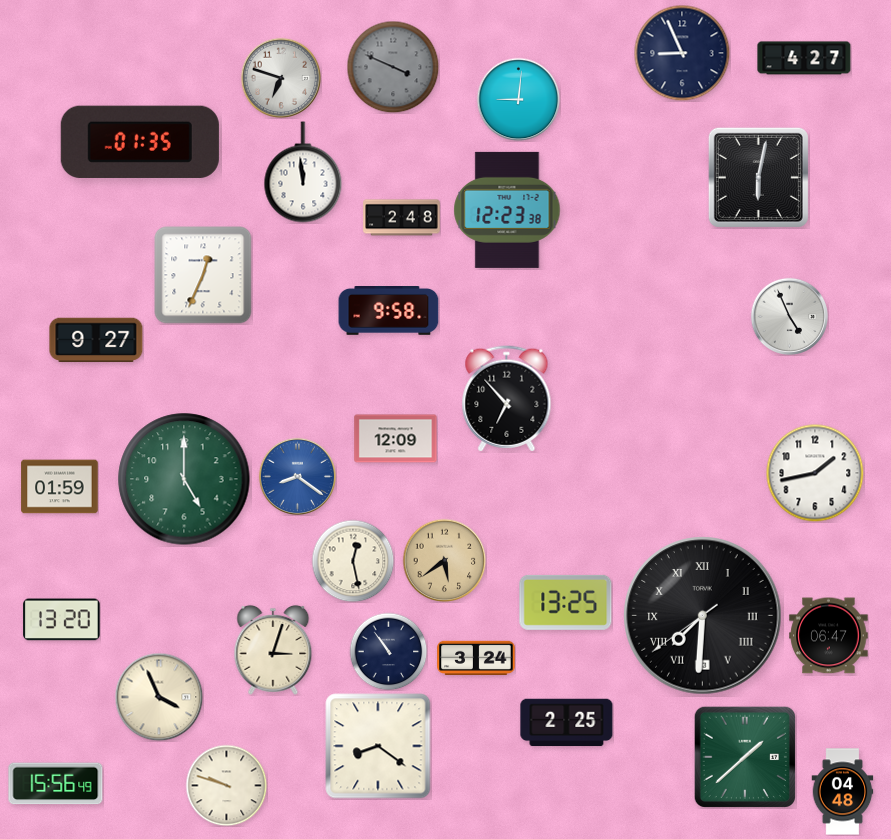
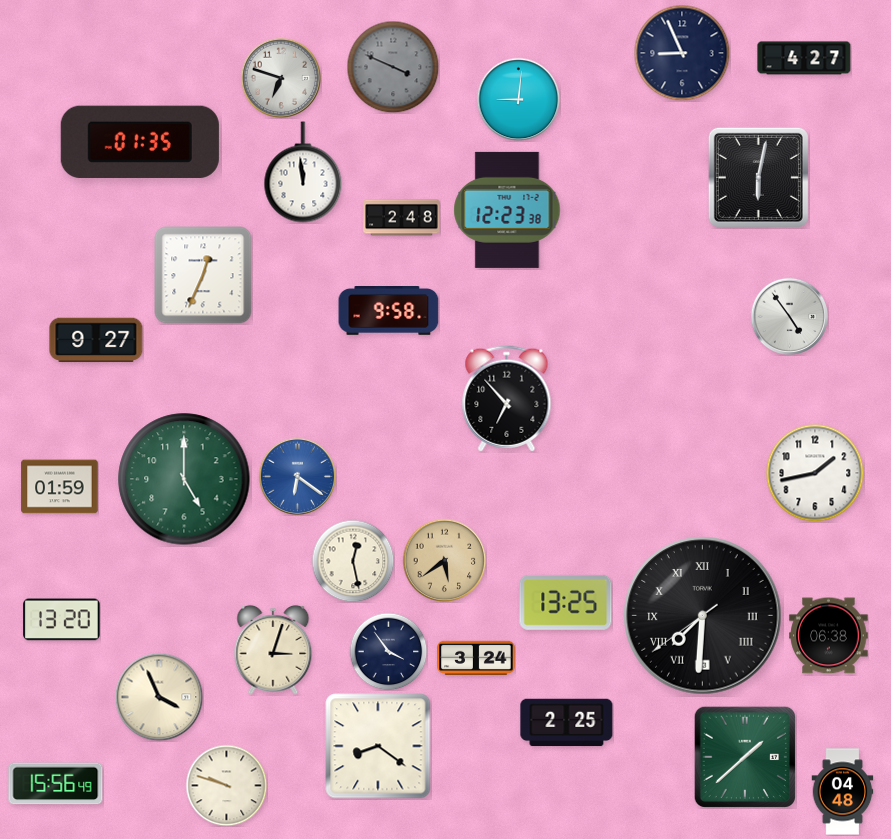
clock at (789, 316): 4:56 -> 4:54
clock at (396, 439): 12:09 -> none
clock at (297, 476): 8:21 -> 6:21
clock at (829, 636): 06:47 -> 06:38
clock at (388, 651): 10:54 -> 3:54
